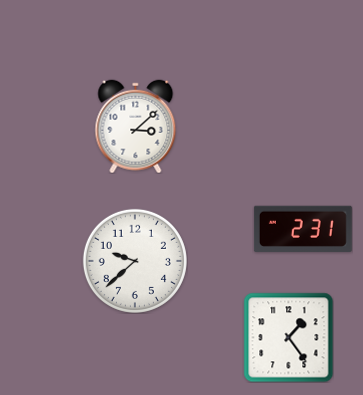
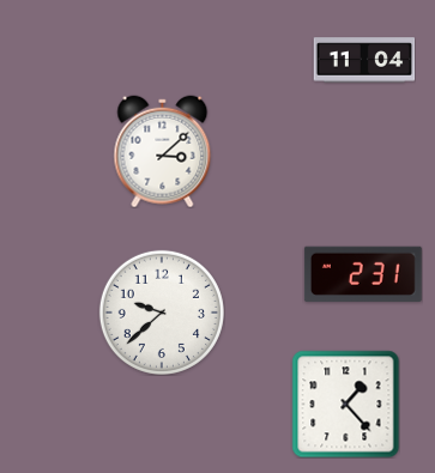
clock at (364, 60): none -> 11:04
clock at (288, 337): 1:24 -> 1:23
